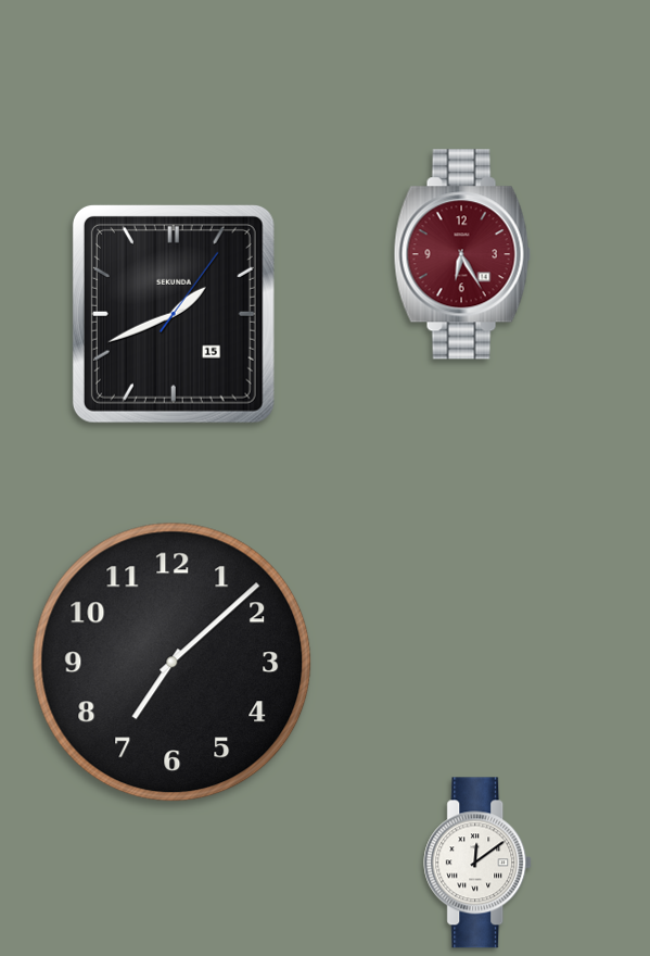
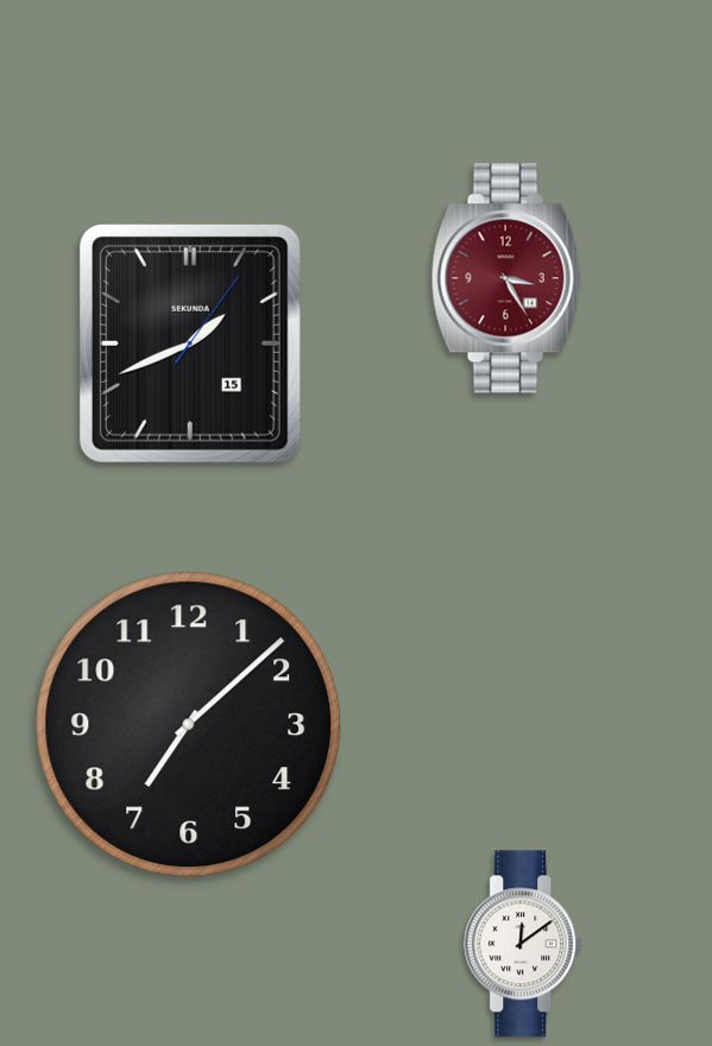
clock at (462, 254): 6:25 -> 3:25
